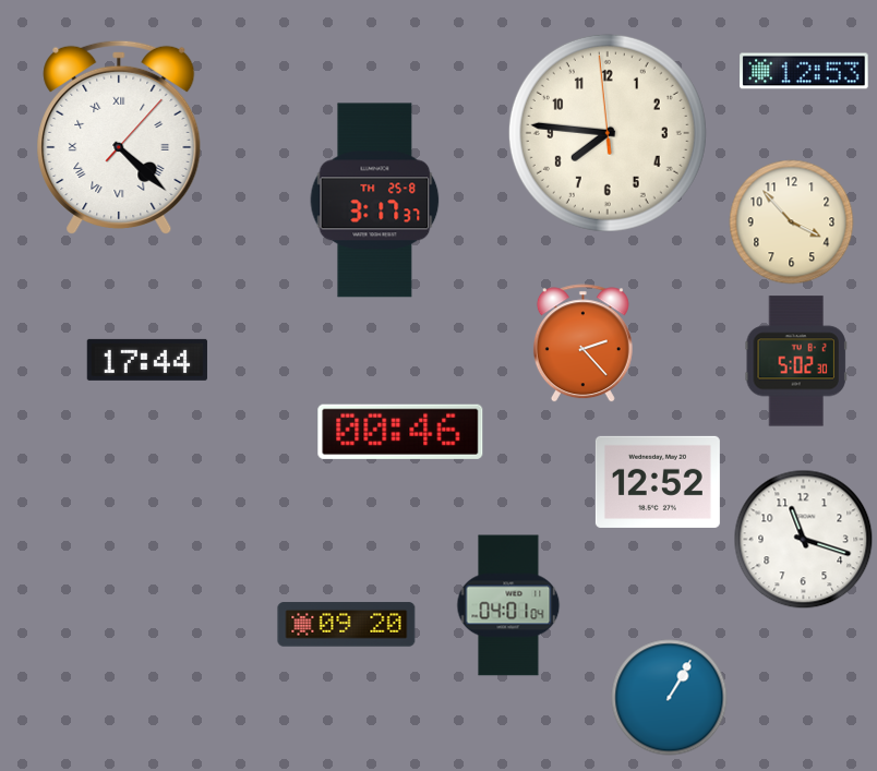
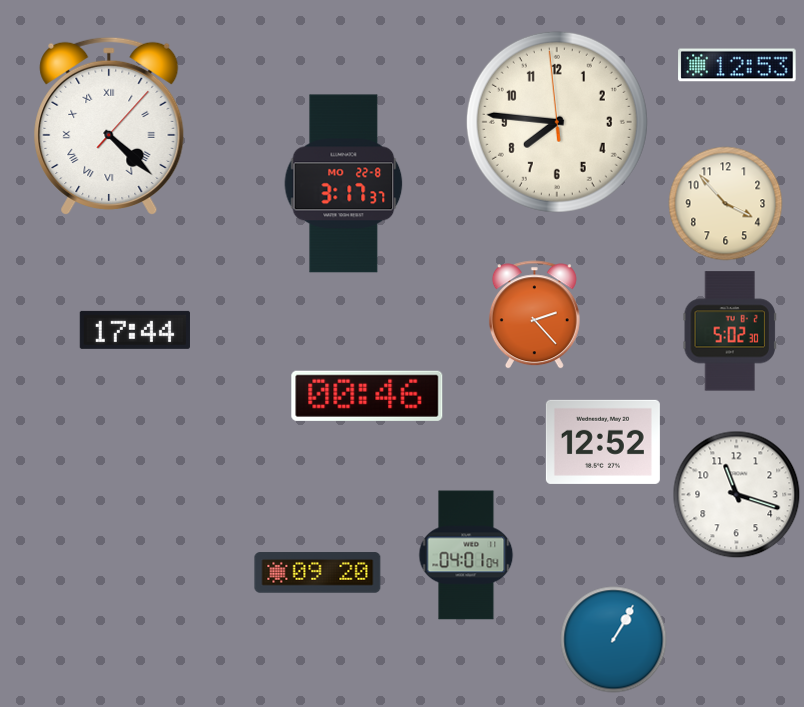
clock at (375, 201) date: TH 25-8 -> MO 22-8
